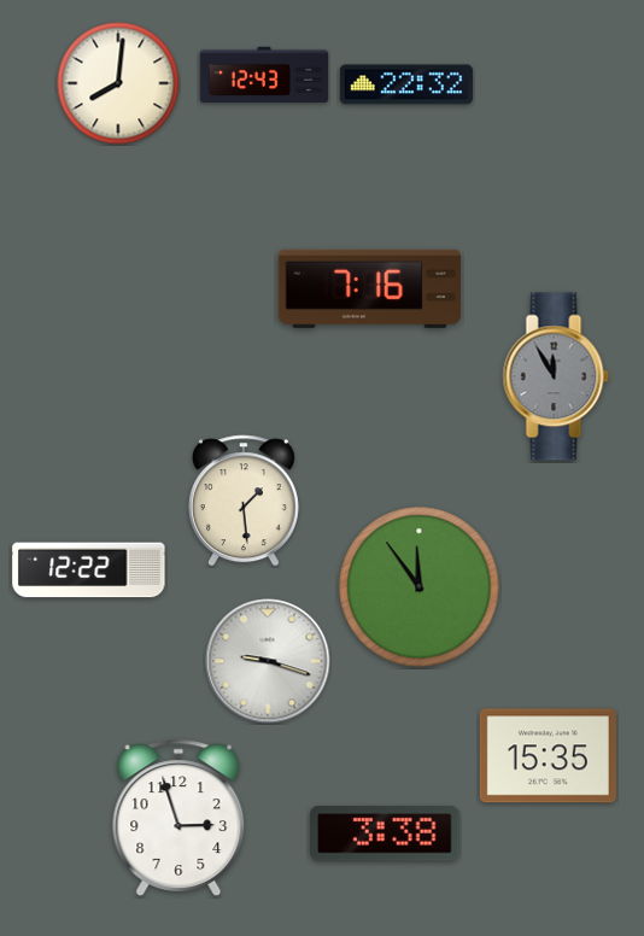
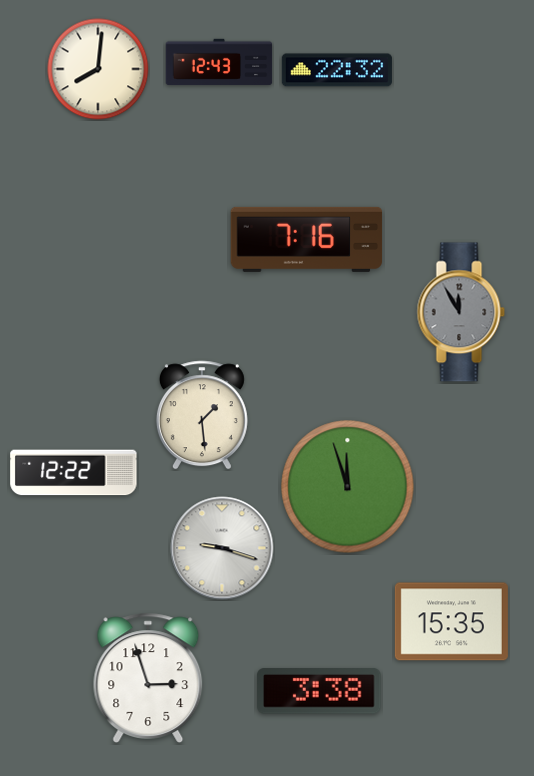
clock at (420, 587): 11:54 -> 11:57
clock at (548, 756) position: (548, 756) -> (451, 622)
